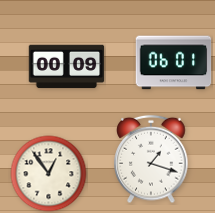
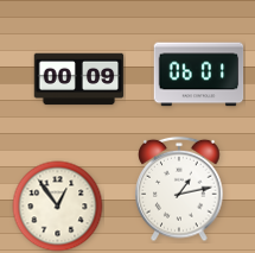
clock at (174, 63) position: (174, 63) -> (199, 75)
clock at (151, 159): 1:18 -> 1:13
